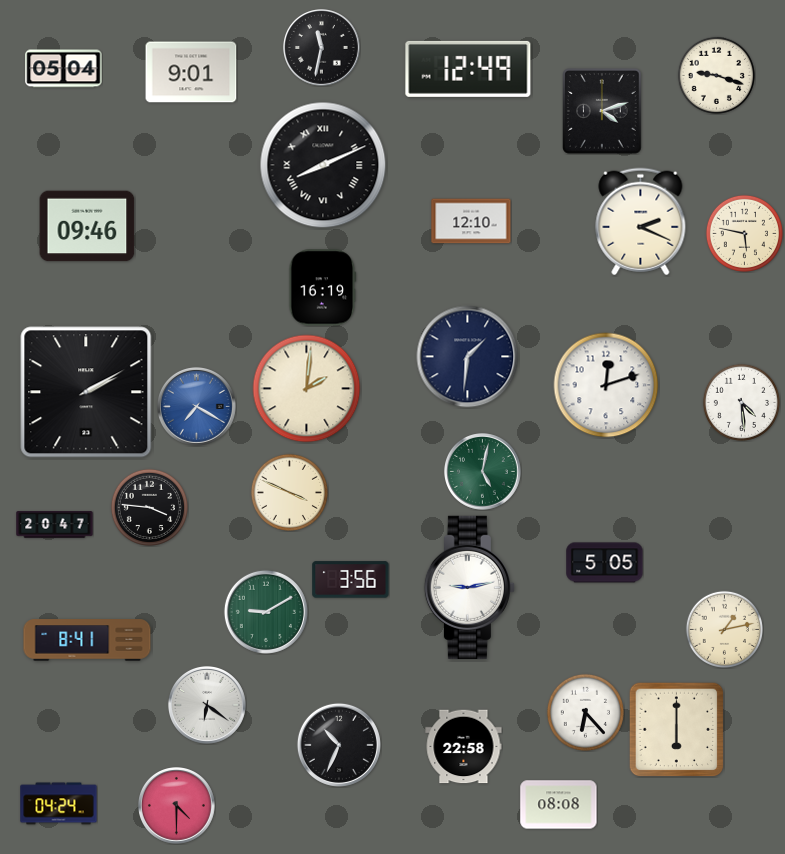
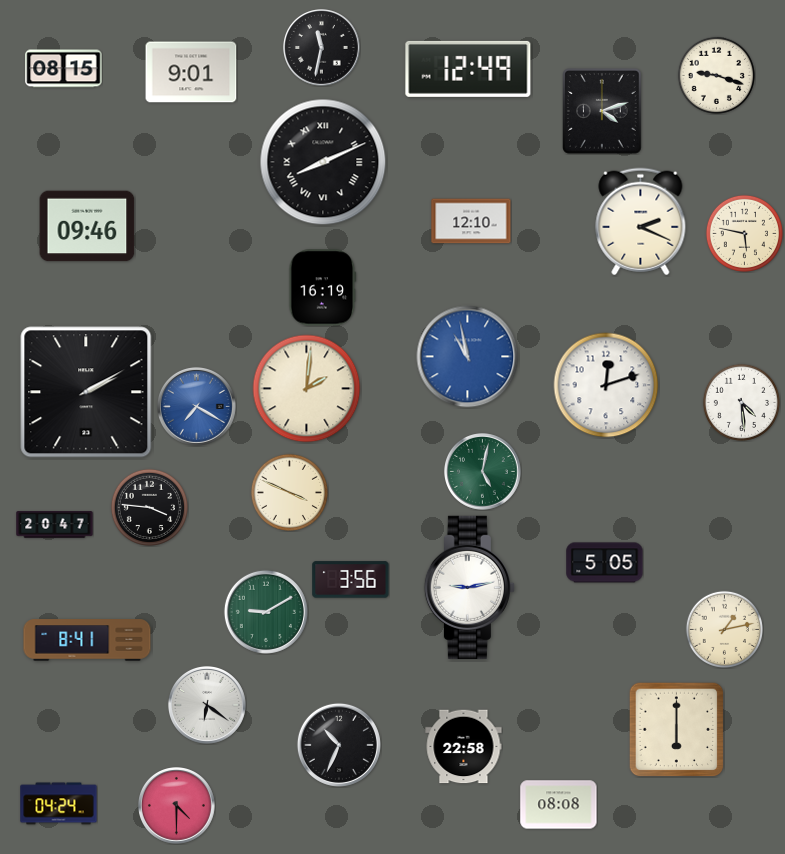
clock at (64, 69): 05:04 -> 08:15
clock at (323, 165) position: (323, 165) -> (323, 162)
clock at (468, 357): 1:31 -> 10:58
clock at (468, 357) dial: navy -> blue
clock at (585, 712): 6:23 -> none
